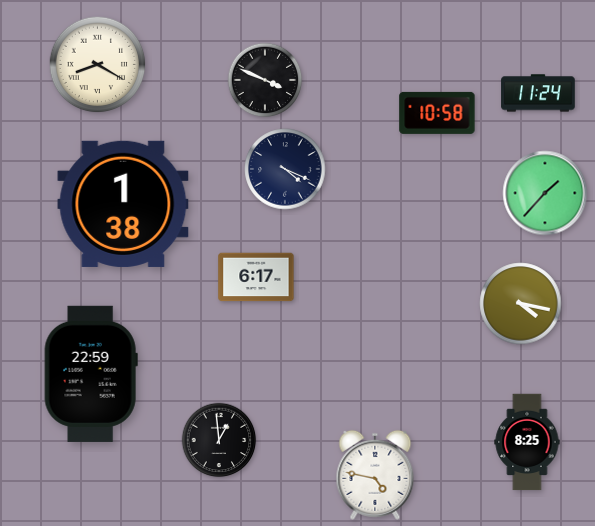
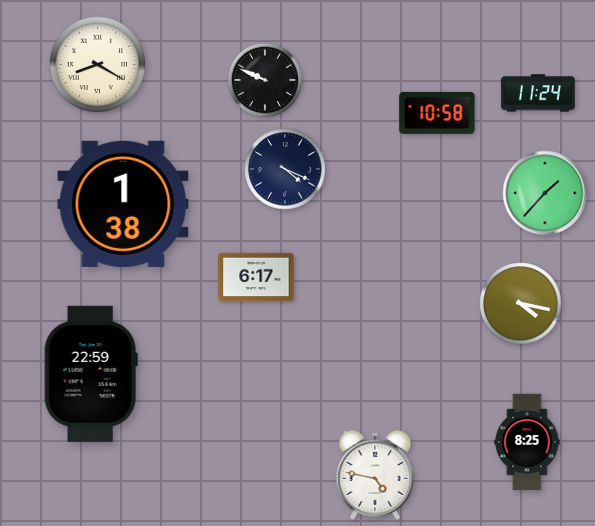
clock at (265, 80): 3:49 -> 9:49
clock at (219, 440): 12:59 -> none
